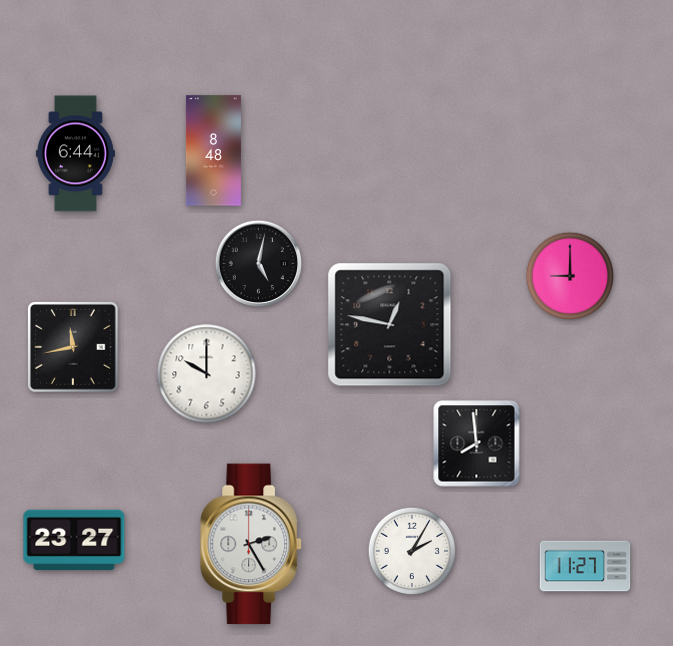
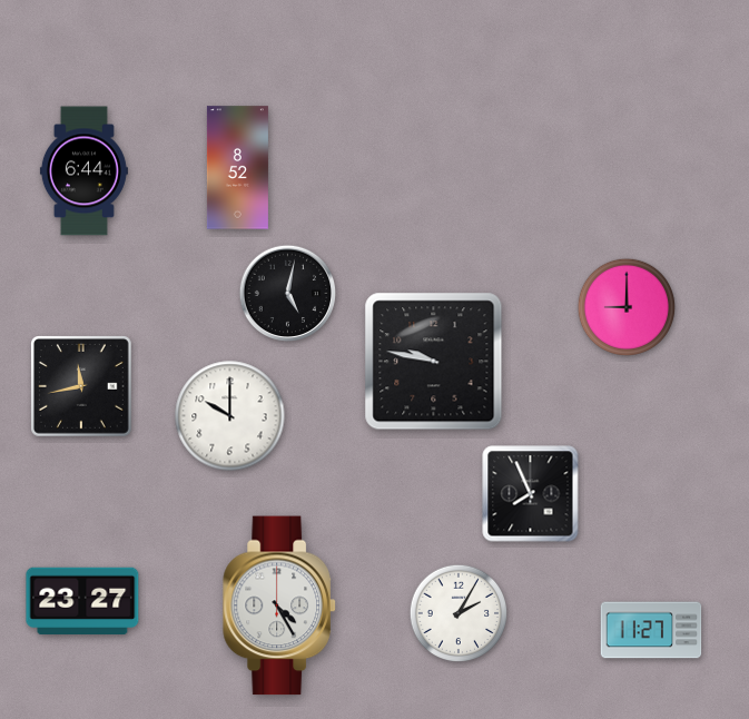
clock at (213, 151): 8:48 -> 8:52
clock at (570, 276) position: (570, 276) -> (627, 307)
clock at (390, 325): 12:47 -> 9:47
clock at (477, 444): 7:59 -> 7:56
clock at (251, 544): 2:25 -> 4:25
